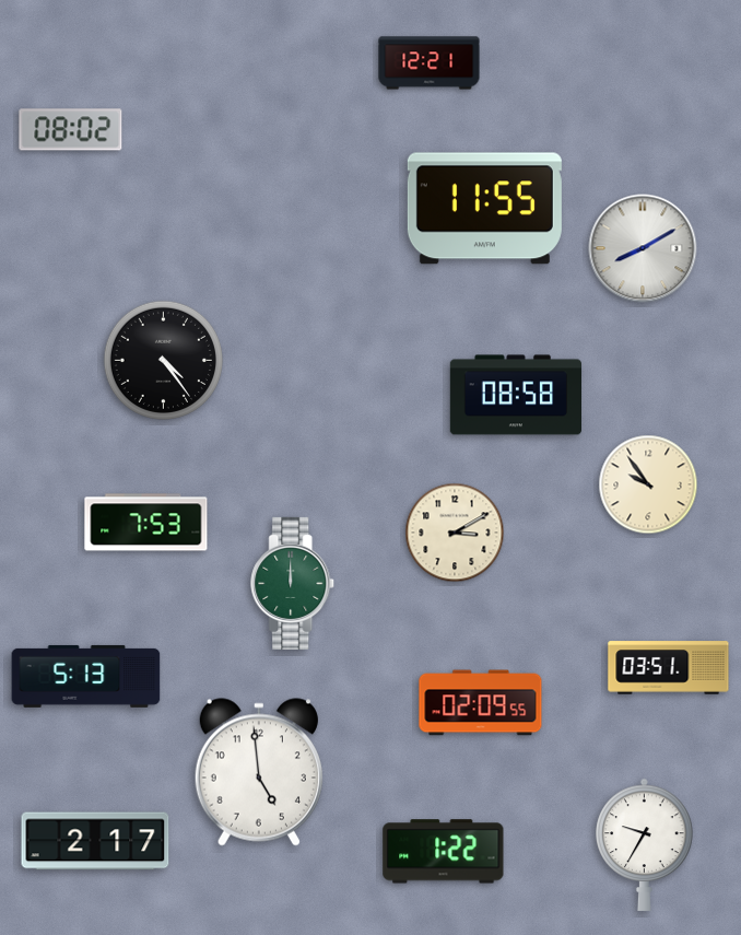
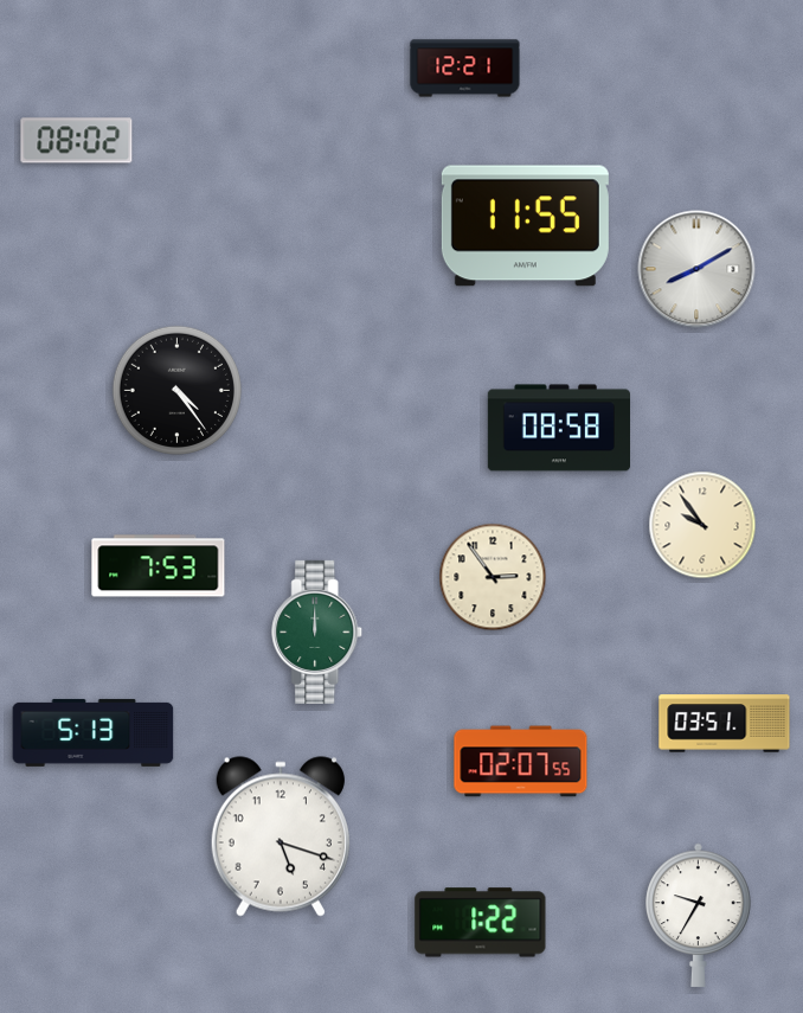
clock at (455, 533): 3:10 -> 2:54
clock at (481, 703): 02:09 -> 02:07
clock at (259, 772): 4:59 -> 5:18
clock at (95, 841): 2:17 -> none
